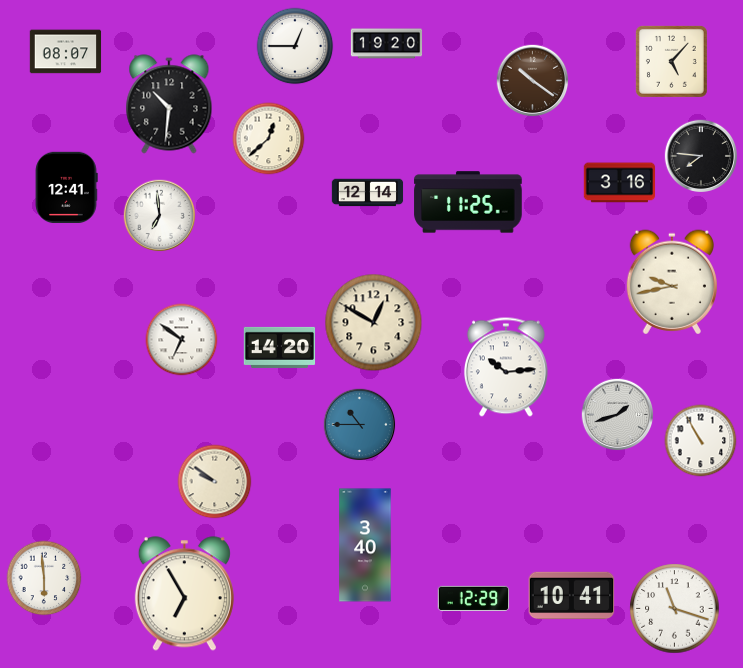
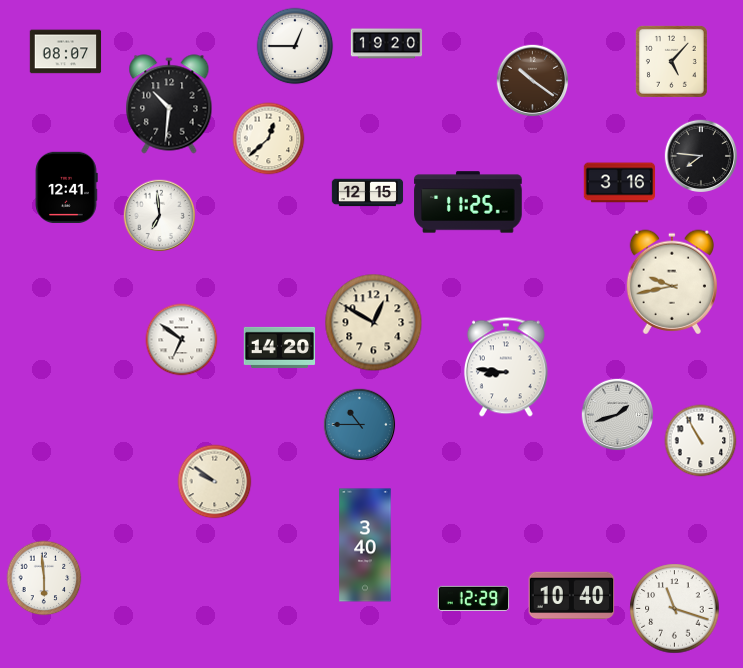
clock at (368, 193): 12:14 -> 12:15
clock at (506, 367): 10:14 -> 8:46
clock at (184, 594): 6:55 -> none
clock at (572, 596): 10:41 -> 10:40
